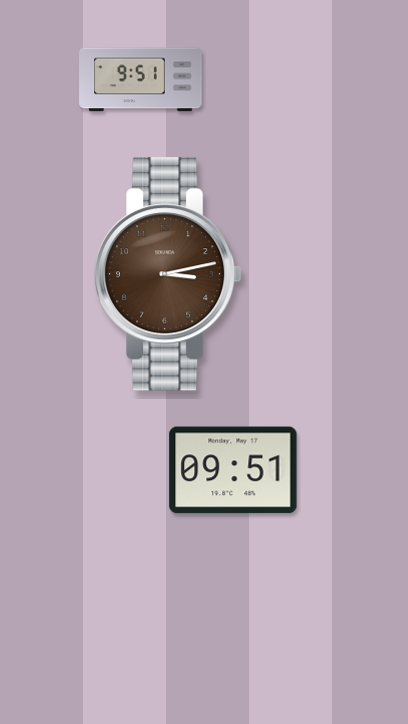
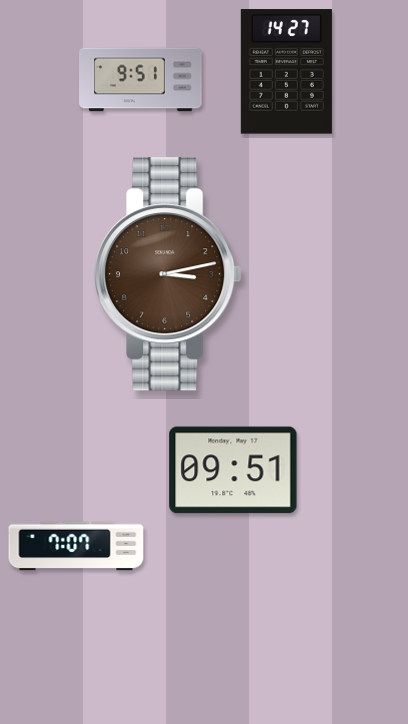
clock at (286, 72): none -> 14:27
clock at (76, 546): none -> 7:07
